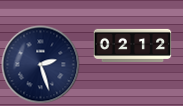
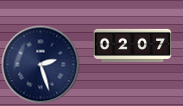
clock at (132, 45): 02:12 -> 02:07
